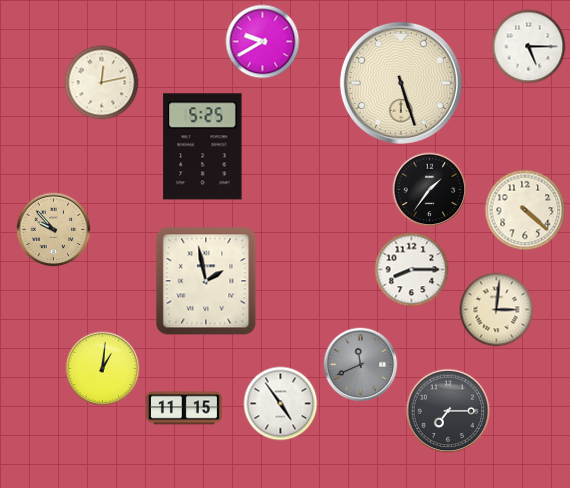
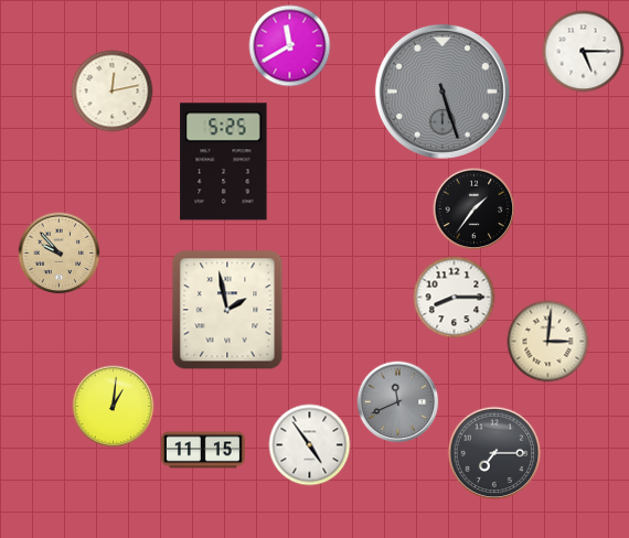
clock at (263, 42): 9:40 -> 11:40
clock at (401, 83) dial: cream -> grey
clock at (525, 210): 4:22 -> none
